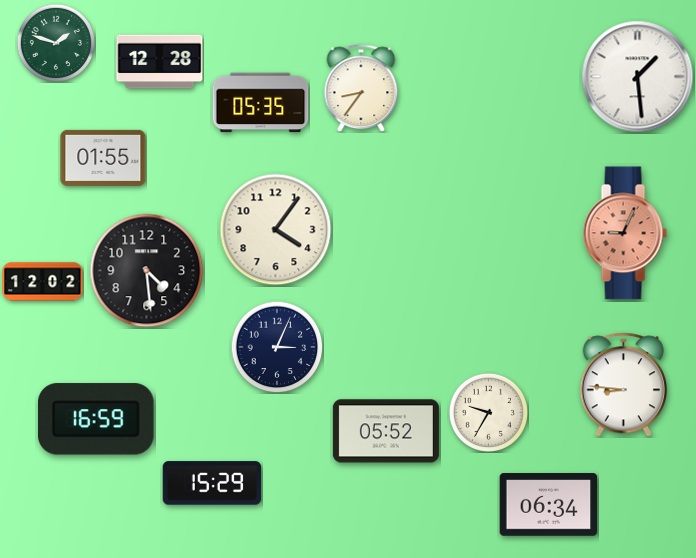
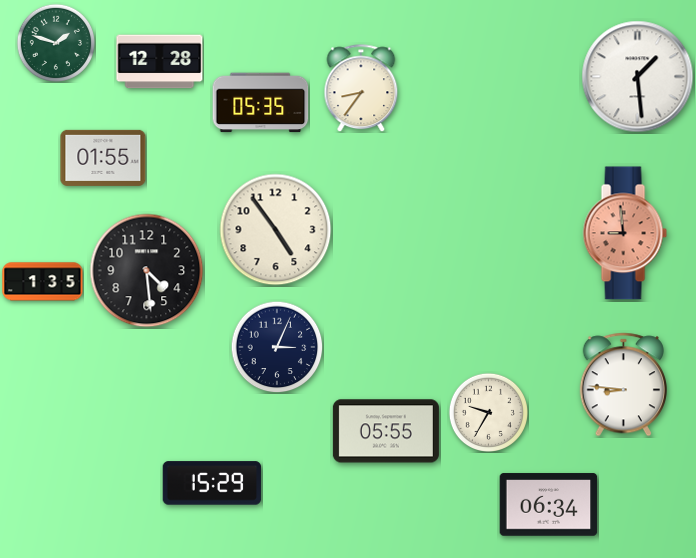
clock at (276, 230): 4:06 -> 4:54
clock at (625, 233): 9:04 -> 8:59
clock at (43, 282): 12:02 -> 1:35
clock at (96, 419): 16:59 -> none
clock at (386, 431): 05:52 -> 05:55
